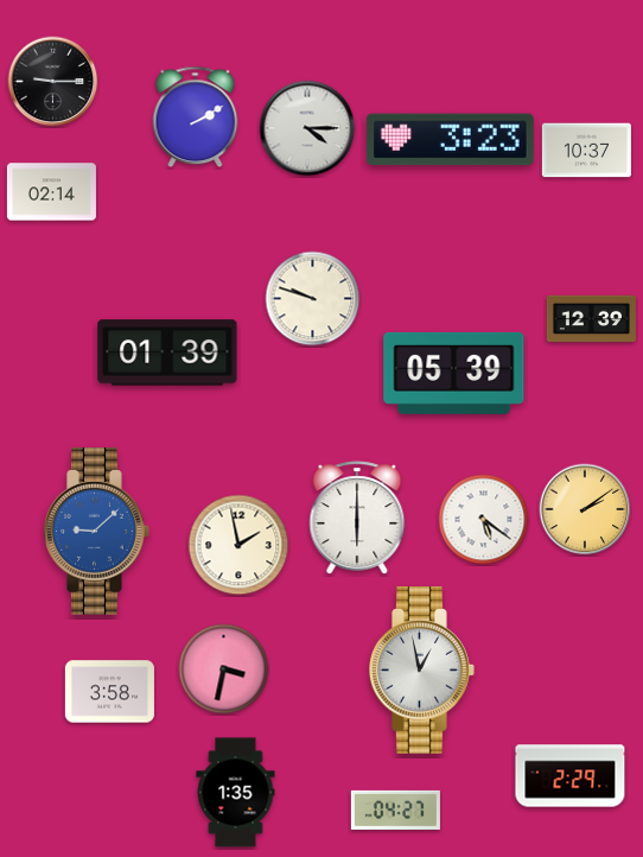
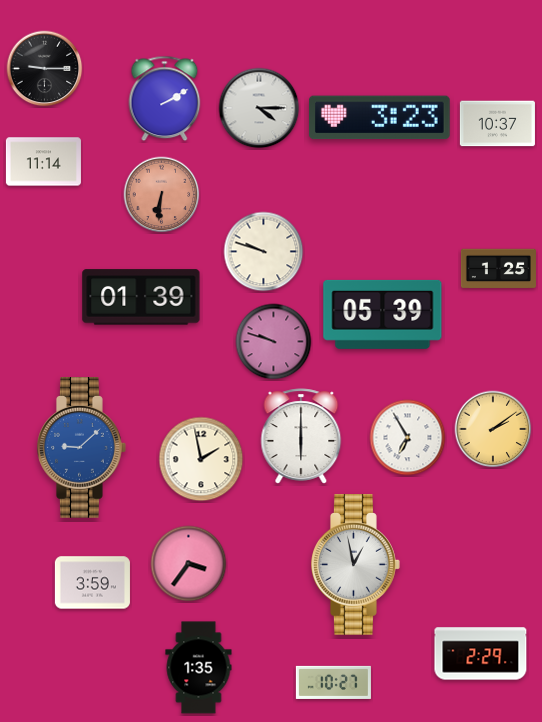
clock at (586, 151) position: (586, 151) -> (497, 124)
clock at (51, 192): 02:14 -> 11:14
clock at (162, 195): none -> 6:31
clock at (591, 319): 12:39 -> 1:25
clock at (274, 342): none -> 9:48
clock at (484, 520): 5:21 -> 6:55
clock at (224, 669): 3:32 -> 3:36
clock at (109, 692): 3:58 -> 3:59
clock at (395, 810): 04:27 -> 10:27
